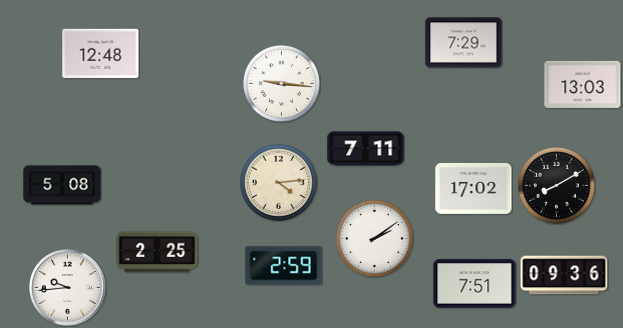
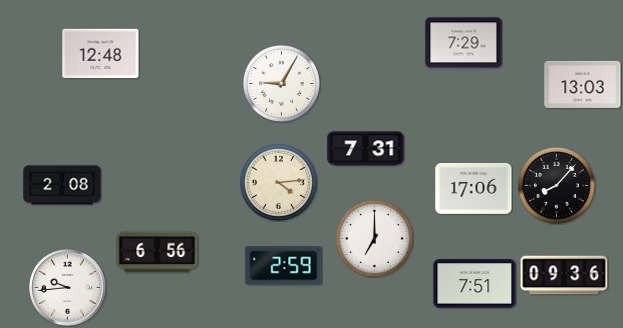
clock at (281, 83): 9:16 -> 9:05
clock at (366, 149): 7:11 -> 7:31
clock at (62, 185): 5:08 -> 2:08
clock at (556, 185): 8:10 -> 8:07
clock at (474, 188): 17:02 -> 17:06
clock at (374, 238): 2:09 -> 7:00
clock at (157, 252): 2:25 -> 6:56
